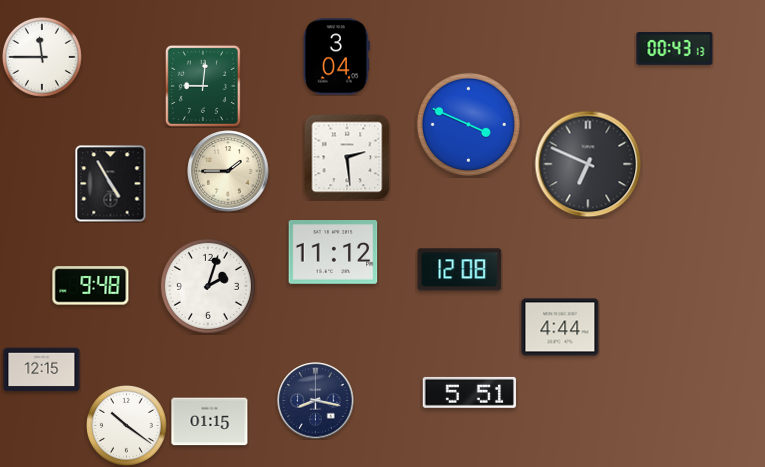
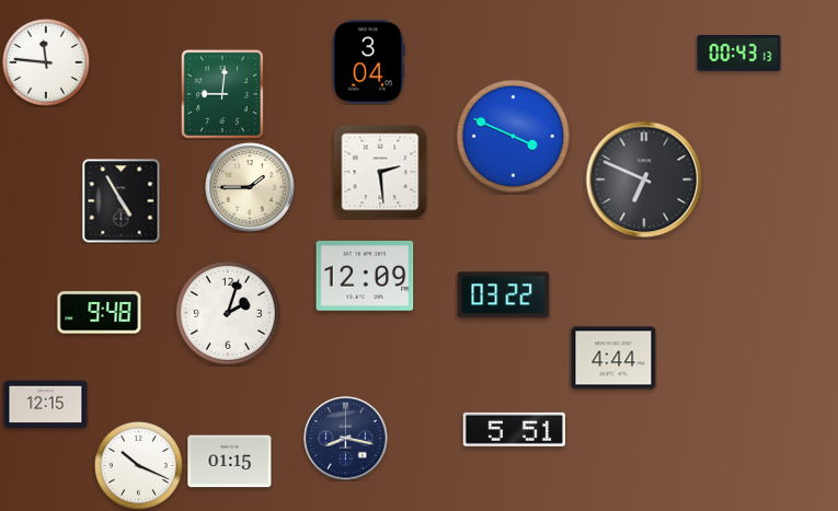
clock at (43, 58): 11:45 -> 11:46
clock at (333, 253): 11:12 -> 12:09
clock at (460, 270): 12:08 -> 03:22
clock at (127, 426): 10:21 -> 10:19
